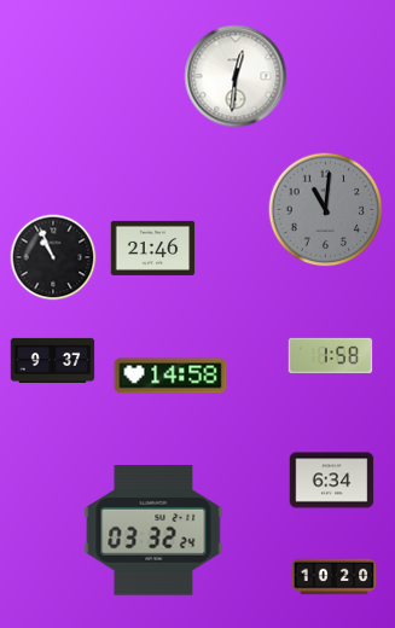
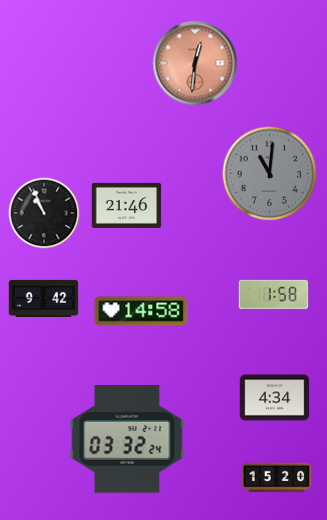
clock at (236, 76) dial: white -> salmon
clock at (53, 360): 9:37 -> 9:42
clock at (332, 481): 6:34 -> 4:34
clock at (335, 577): 10:20 -> 15:20
